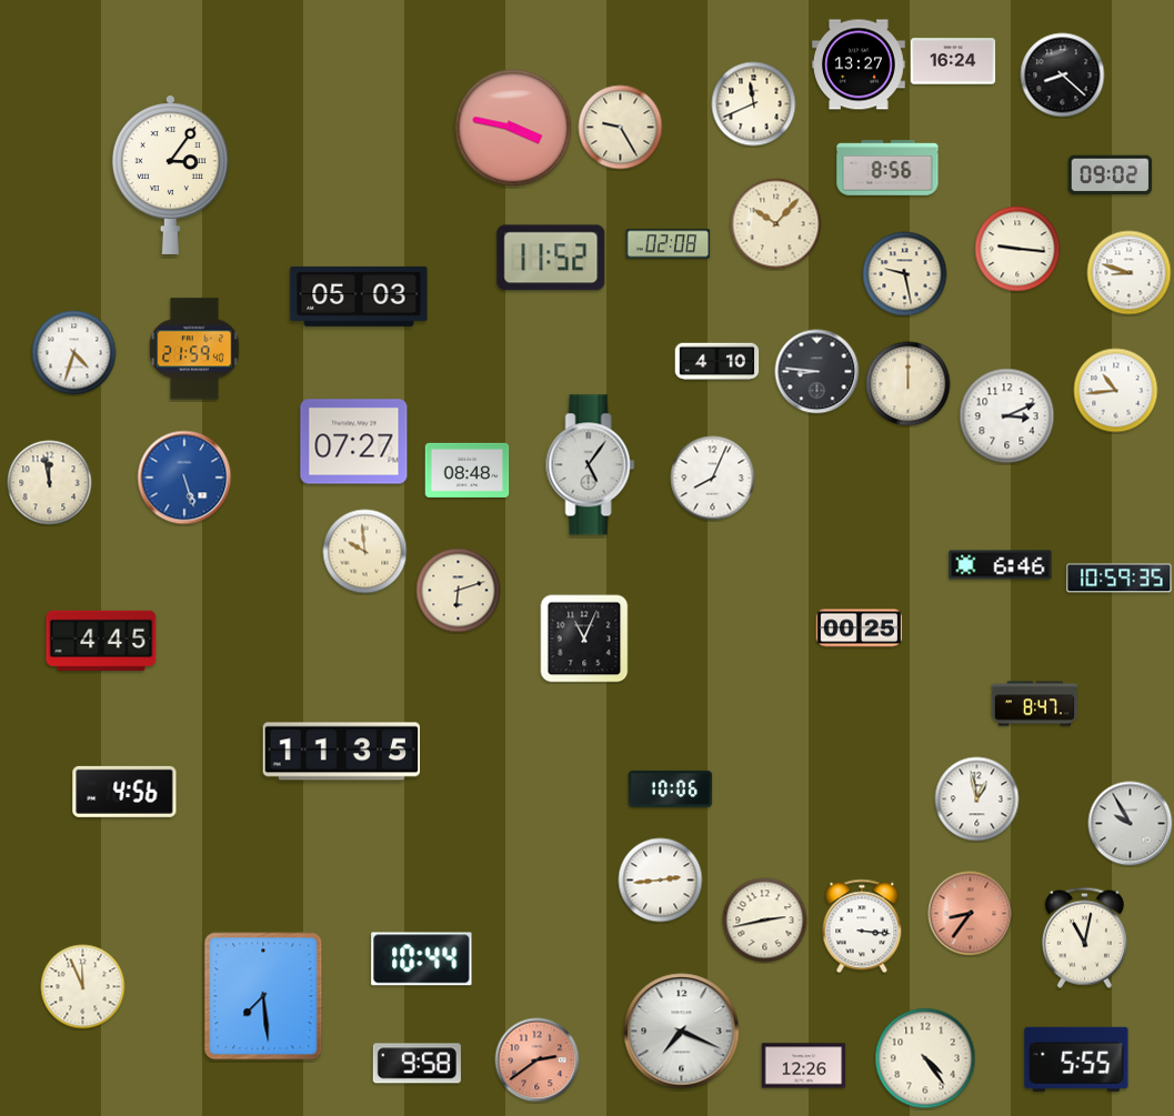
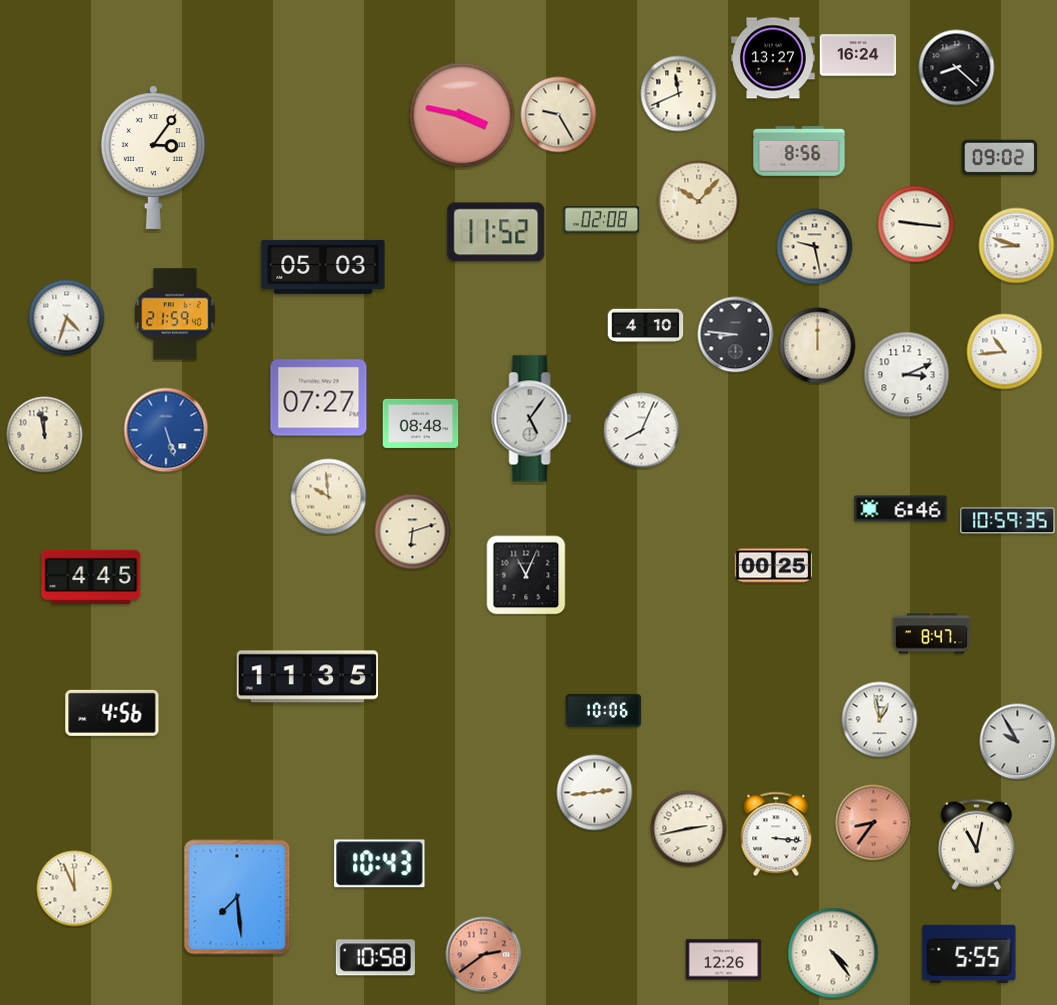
clock at (422, 959): 10:44 -> 10:43
clock at (682, 1032): 7:19 -> none
clock at (417, 1064): 9:58 -> 10:58
